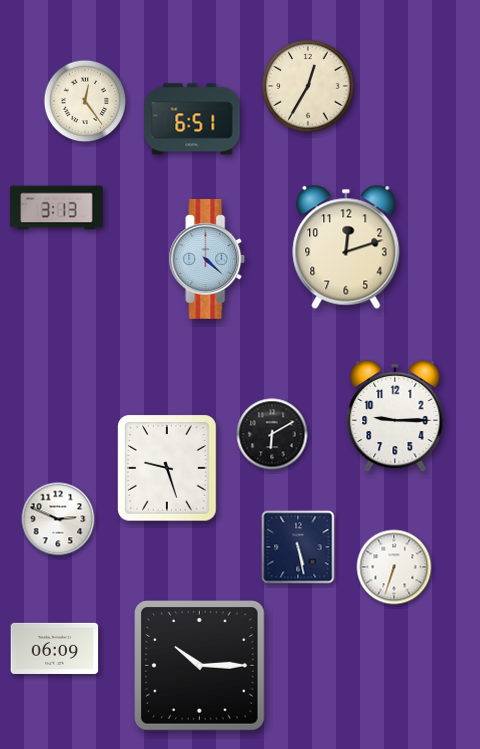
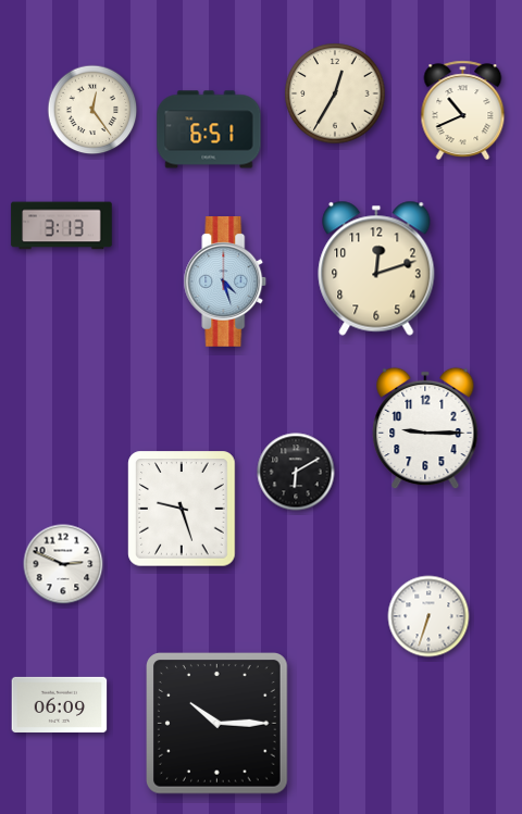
clock at (463, 111): none -> 10:41
clock at (207, 260): 4:22 -> 4:27
clock at (395, 416) position: (395, 416) -> (425, 428)
clock at (298, 547): 5:28 -> none
